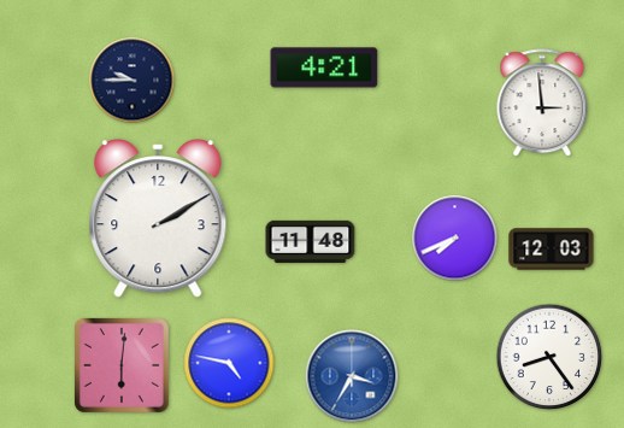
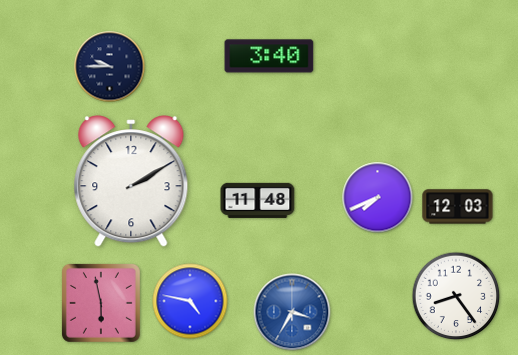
clock at (324, 68): 4:21 -> 3:40
clock at (542, 104): 2:59 -> none
clock at (122, 365): 6:01 -> 5:58
